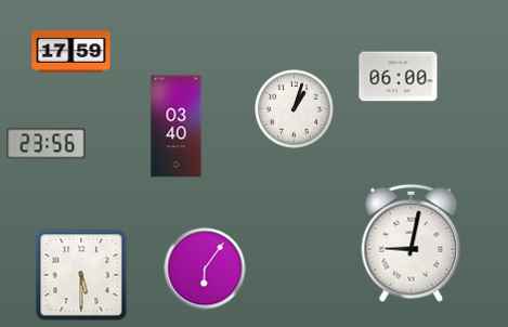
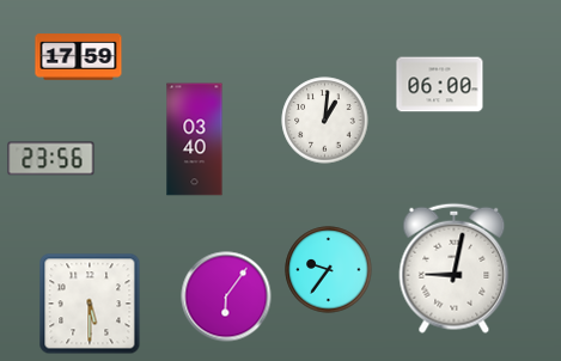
clock at (295, 109): 1:03 -> 1:01
clock at (329, 270): none -> 9:36
